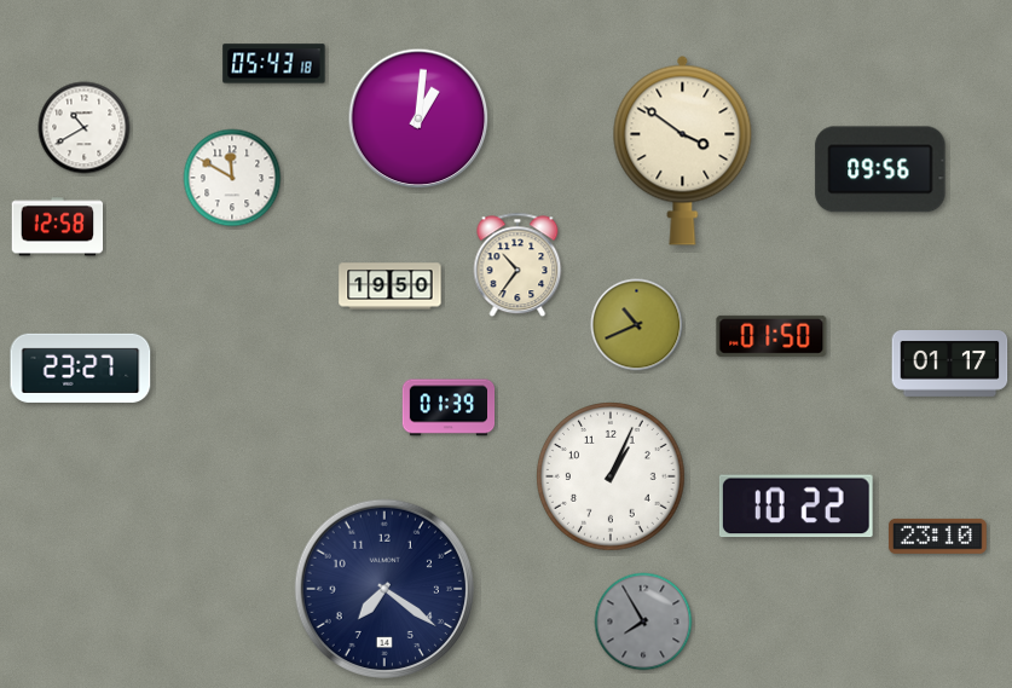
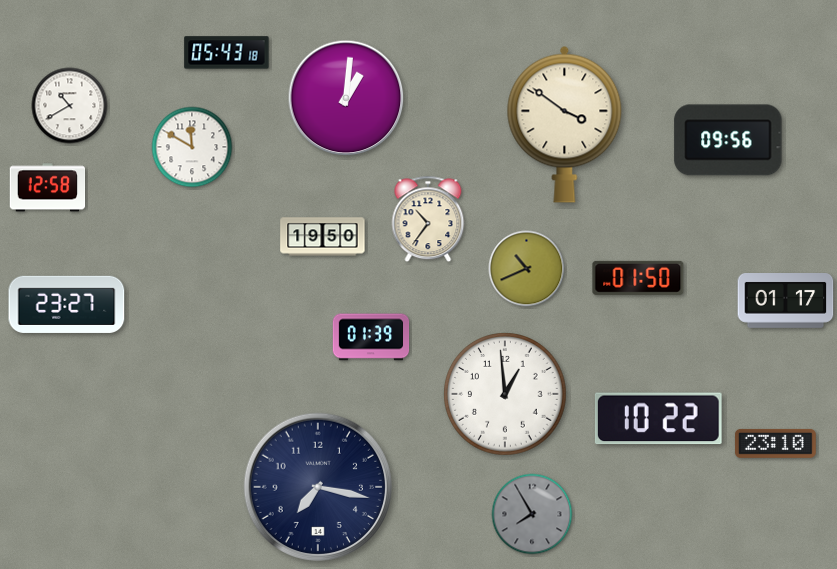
clock at (612, 478): 1:04 -> 12:59
clock at (383, 588): 7:21 -> 7:17
